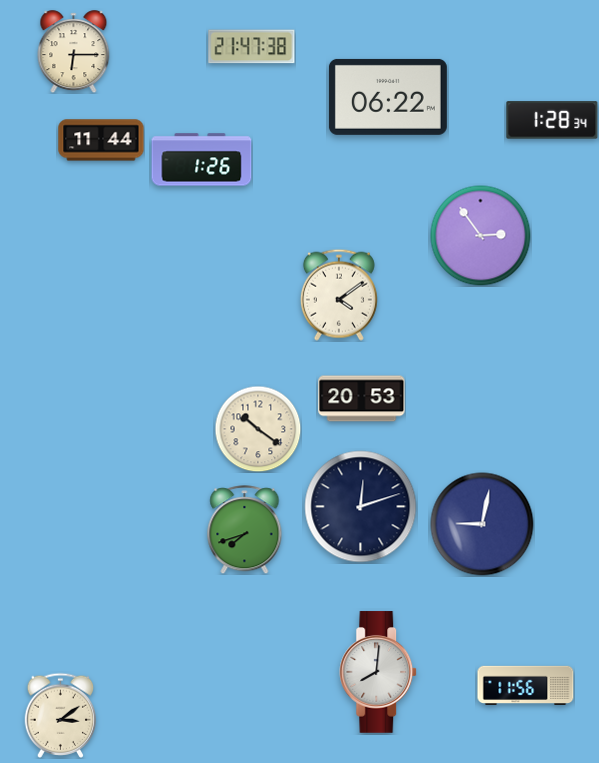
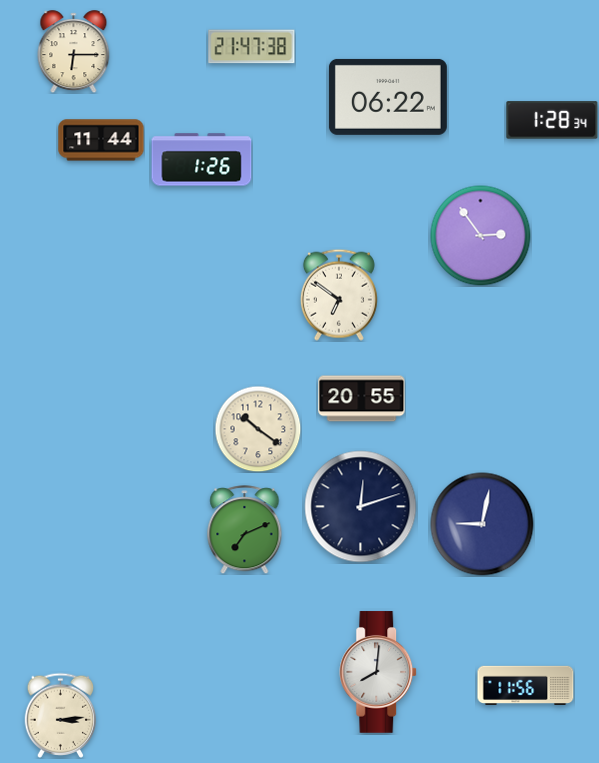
clock at (339, 295): 4:09 -> 6:51
clock at (362, 399): 20:53 -> 20:55
clock at (245, 530): 7:42 -> 7:11
clock at (61, 715): 3:09 -> 3:14
